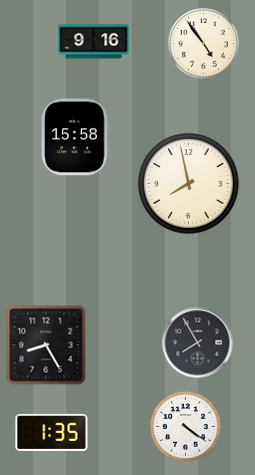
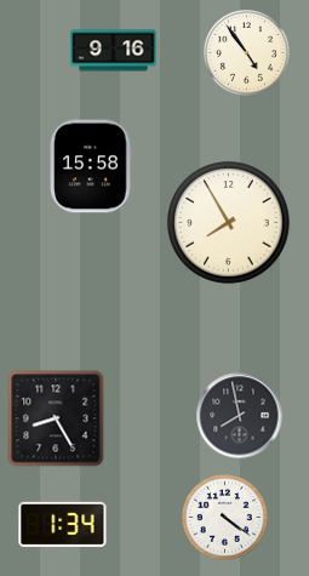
clock at (189, 184): 7:58 -> 7:55
clock at (198, 343): 7:55 -> 7:58
clock at (52, 432): 1:35 -> 1:34
